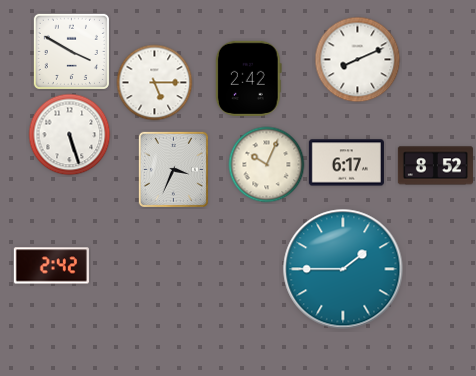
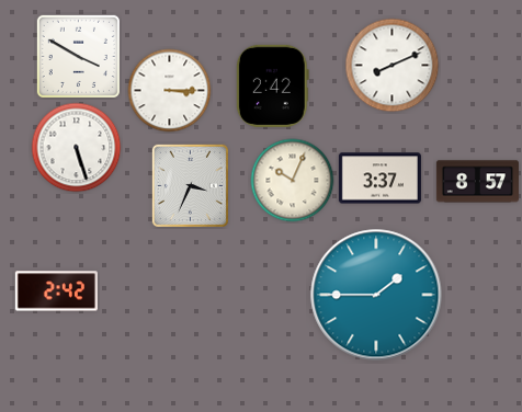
clock at (155, 83): 5:15 -> 3:15
clock at (346, 163): 6:17 -> 3:37
clock at (435, 166): 8:52 -> 8:57
